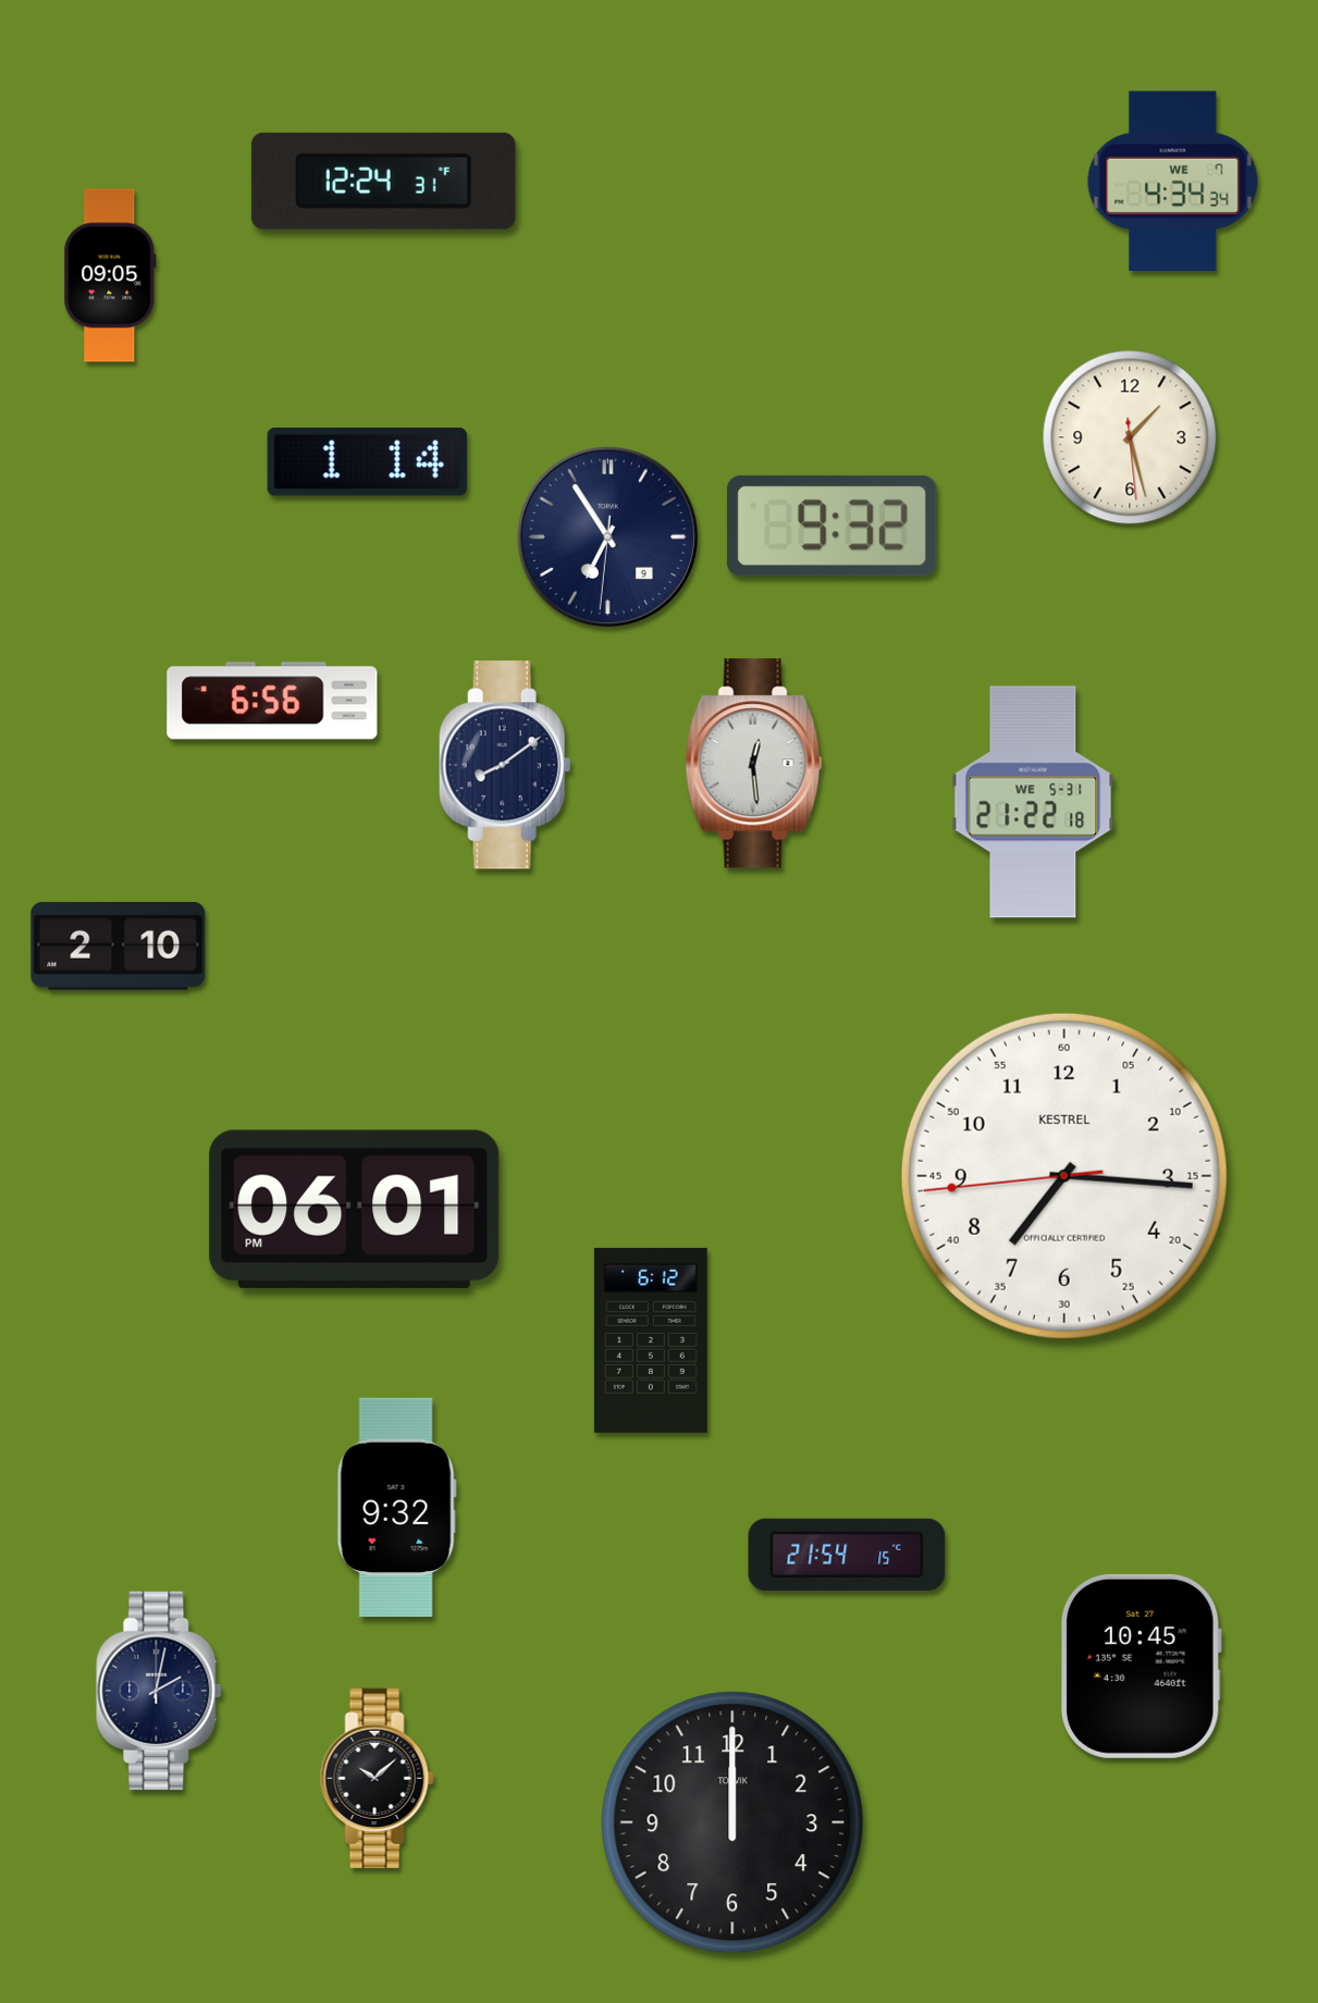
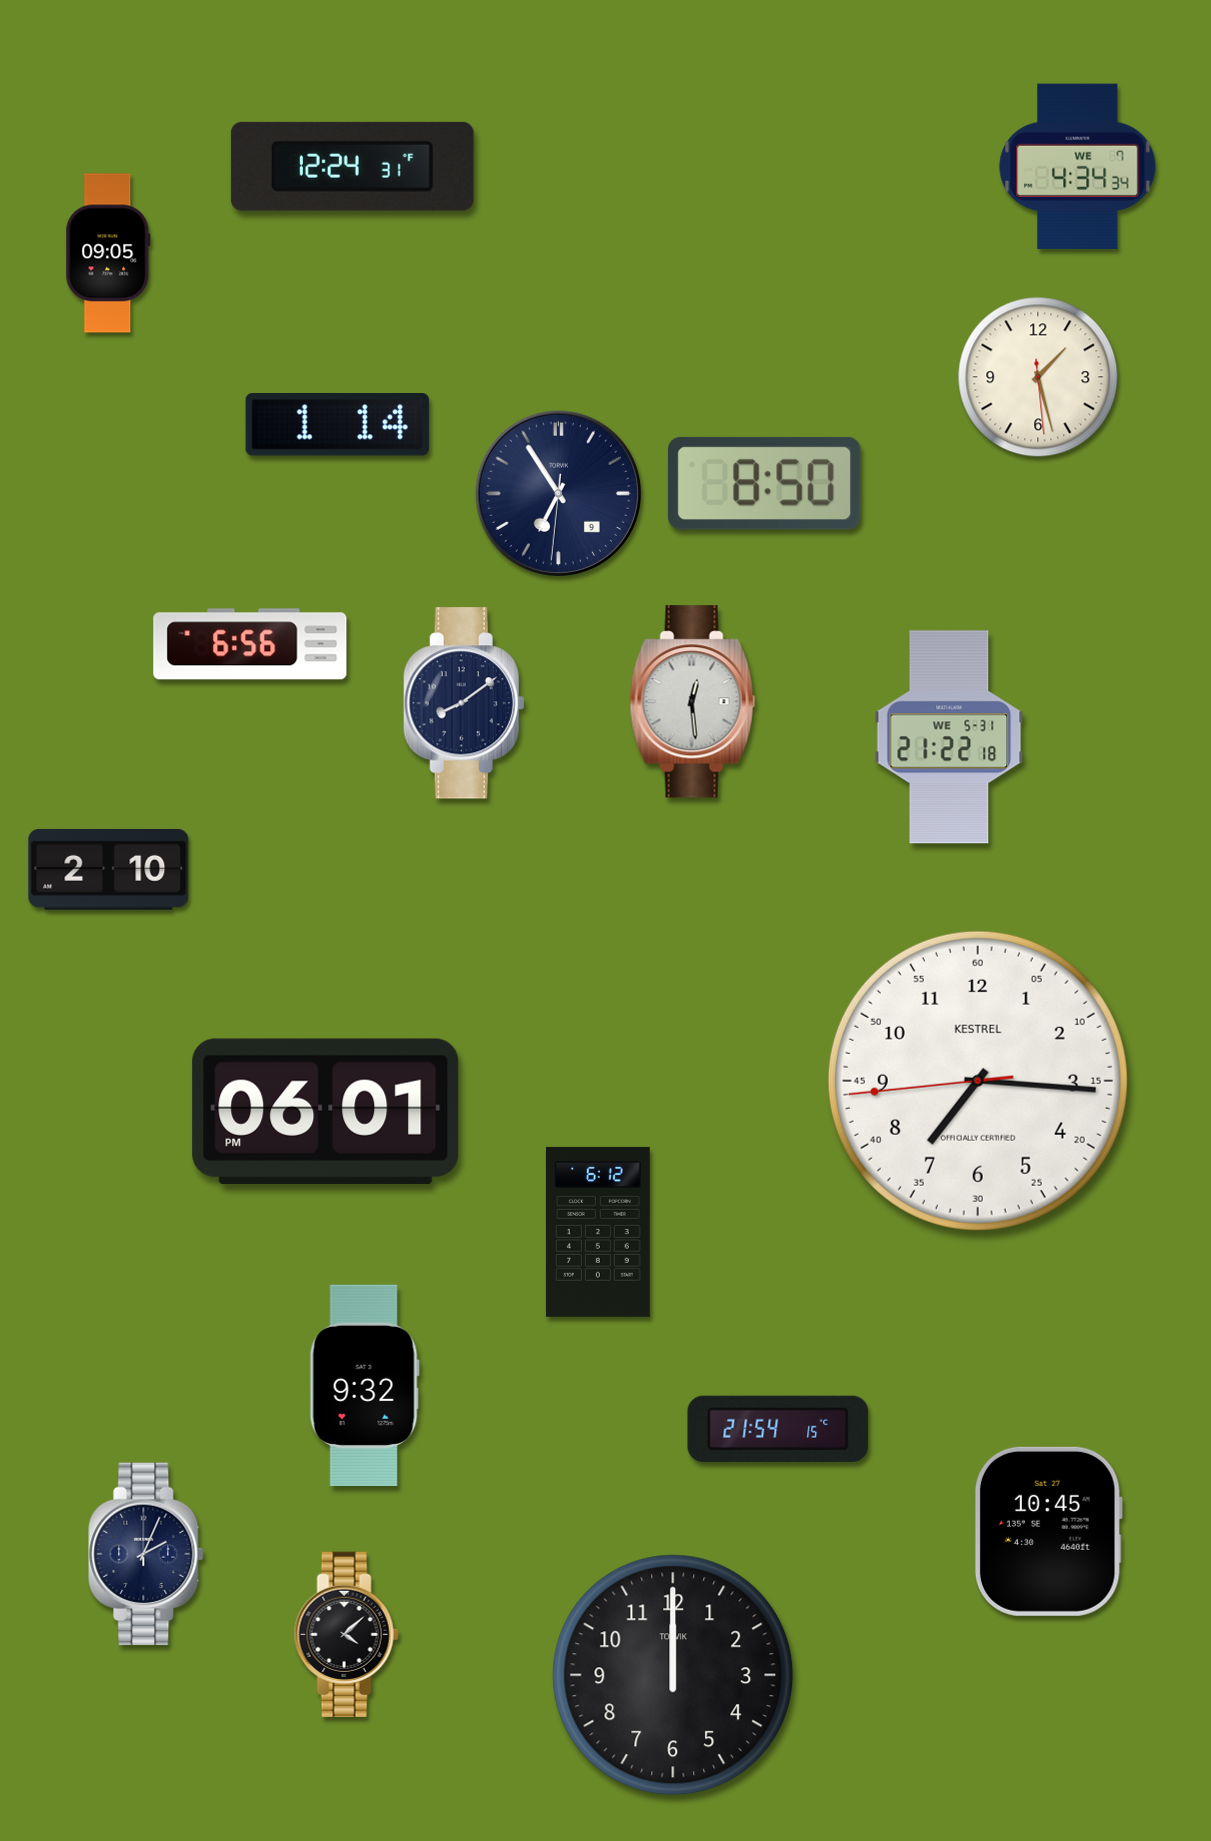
clock at (110, 275) position: (110, 275) -> (108, 253)
clock at (1130, 437) position: (1130, 437) -> (1038, 377)
clock at (832, 526): 9:32 -> 8:50
clock at (159, 1691): 2:02 -> 2:04
clock at (377, 1778): 10:08 -> 4:08
